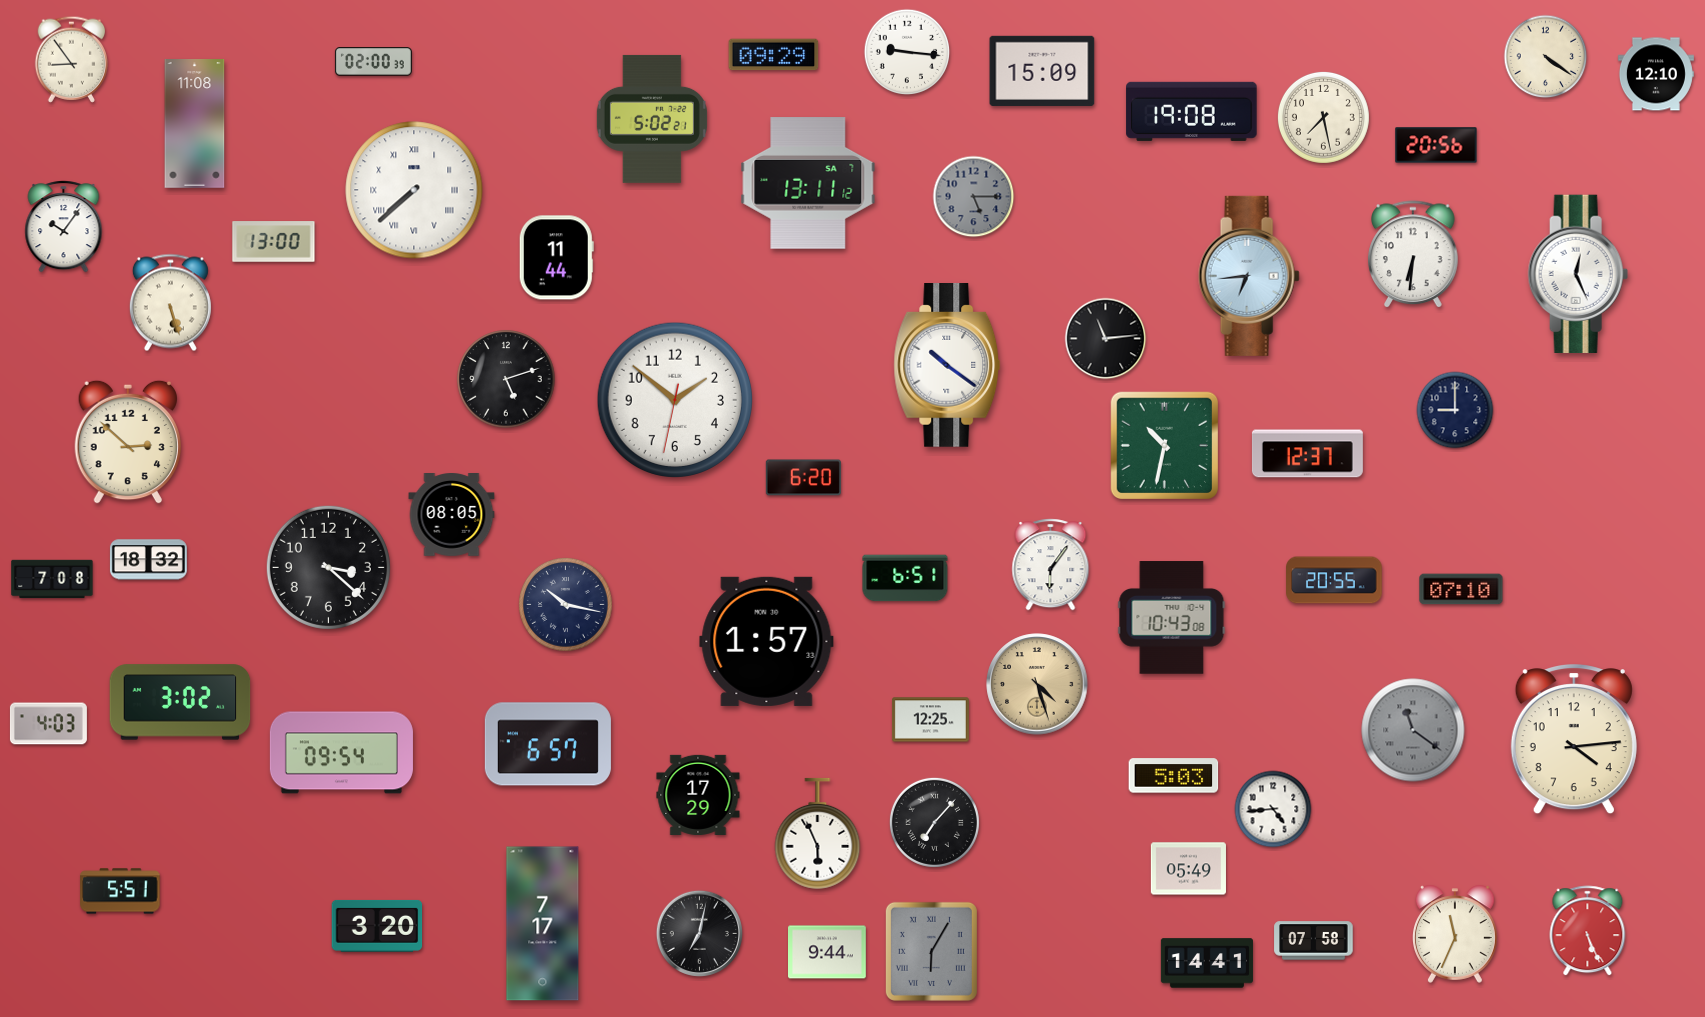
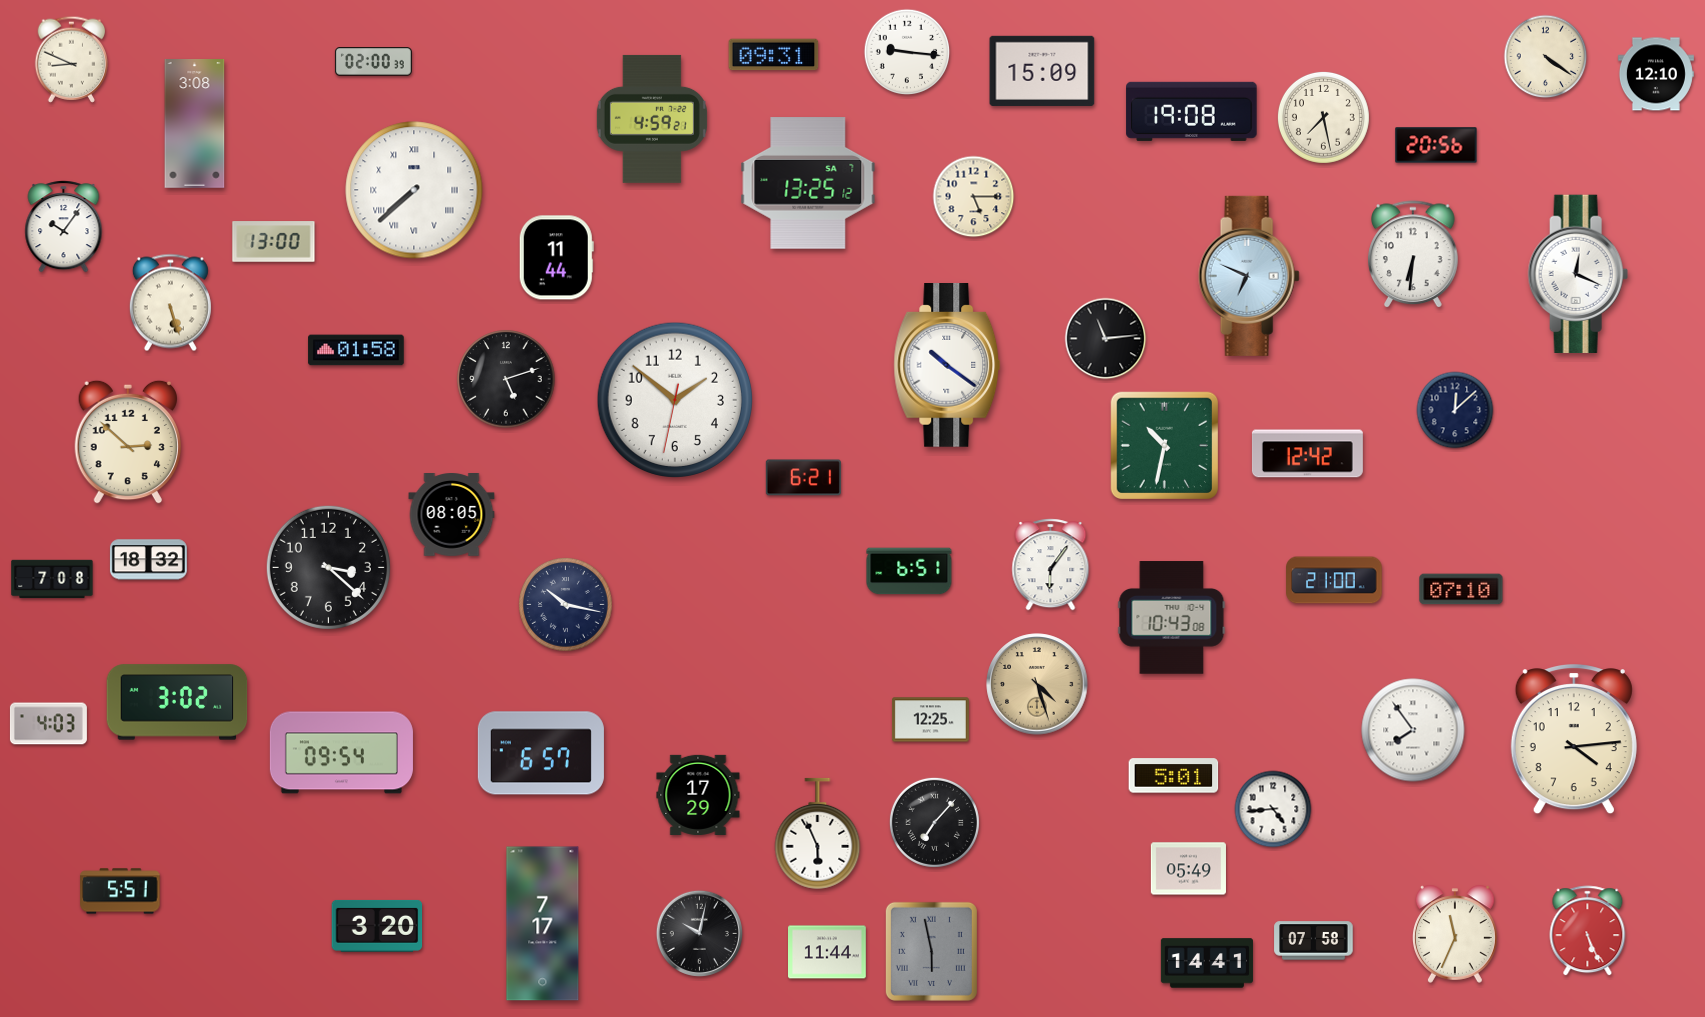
clock at (774, 55): 09:29 -> 09:31
clock at (71, 59): 8:54 -> 8:49
clock at (652, 119): 5:02 -> 4:59
clock at (195, 124): 11:08 -> 3:08
clock at (808, 183): 13:11 -> 13:25
clock at (974, 197) dial: grey -> cream
clock at (1578, 273): 12:26 -> 12:19
clock at (1249, 276): 6:44 -> 6:49
clock at (356, 350): none -> 01:58
clock at (1455, 410): 9:00 -> 12:08
clock at (1307, 454): 12:37 -> 12:42
clock at (803, 478): 6:20 -> 6:21
clock at (905, 578) position: (905, 578) -> (909, 571)
clock at (1334, 580): 20:55 -> 21:00
clock at (767, 641): 1:57 -> none
clock at (180, 702) position: (180, 702) -> (177, 702)
clock at (1413, 730): 11:21 -> 7:54
clock at (1413, 730) dial: grey -> white
clock at (548, 744) position: (548, 744) -> (541, 753)
clock at (1174, 776): 5:03 -> 5:01
clock at (699, 933): 7:02 -> 10:02
clock at (931, 951): 6:05 -> 5:58
clock at (828, 952): 9:44 -> 11:44
